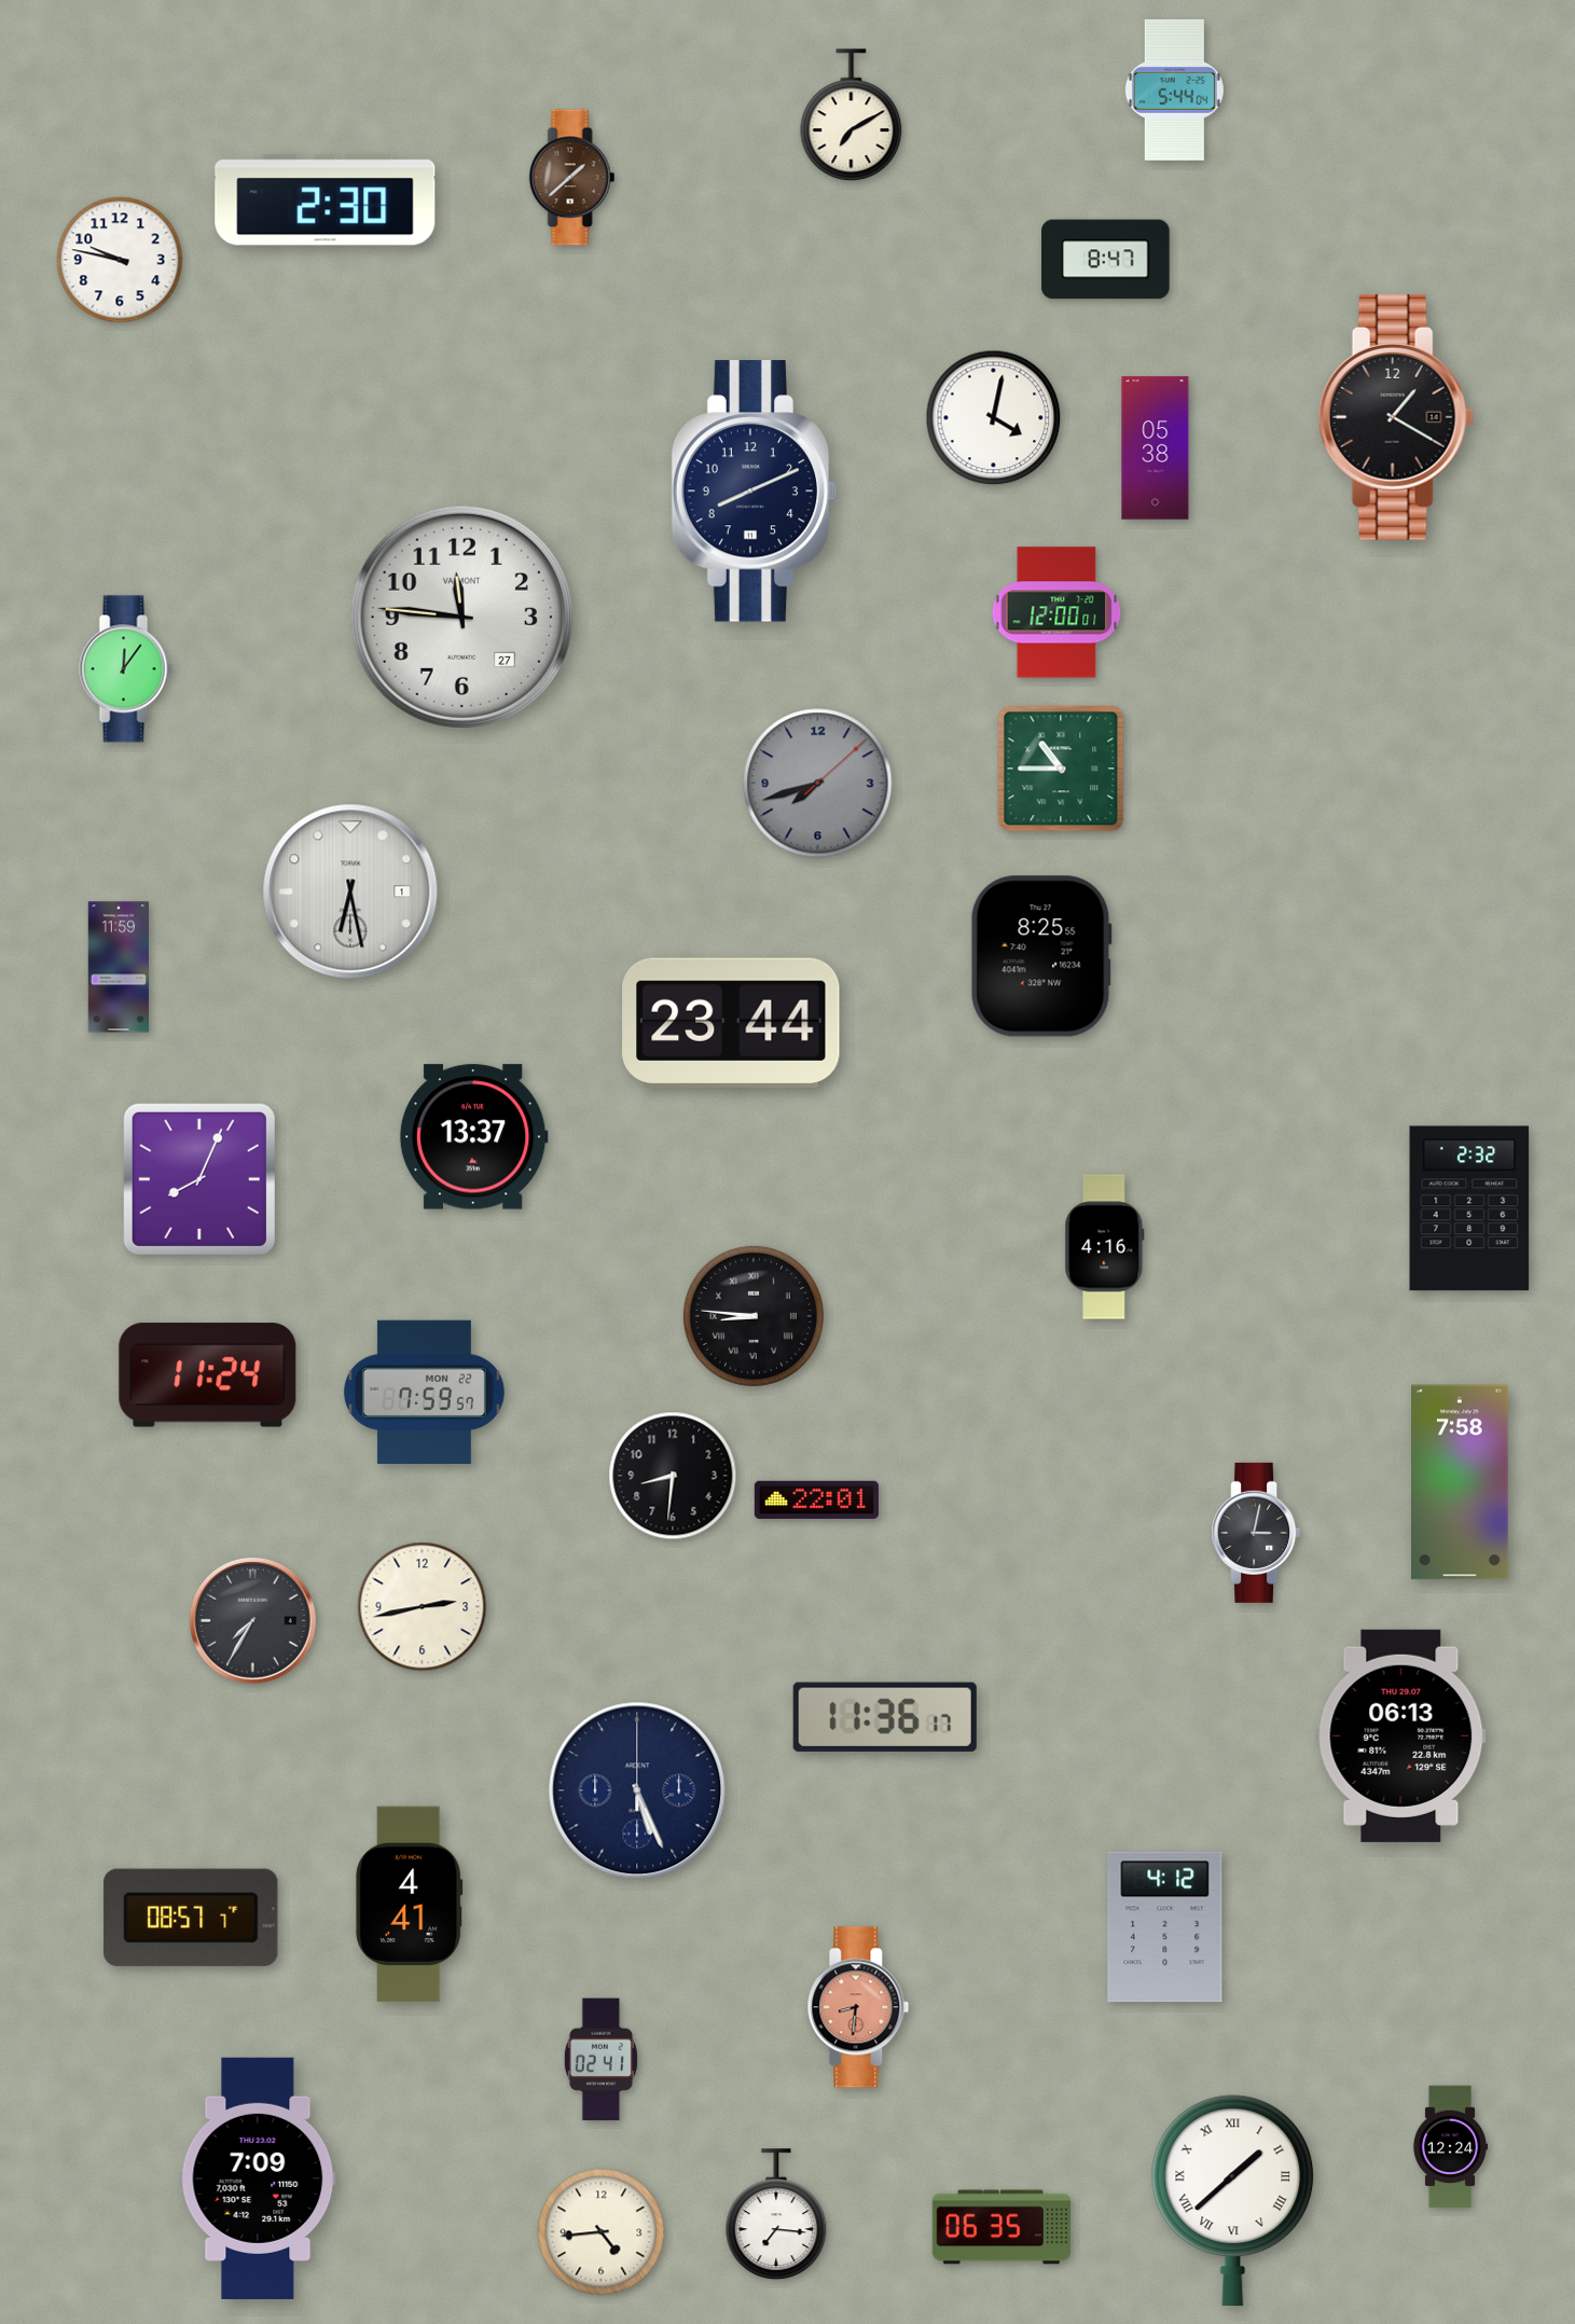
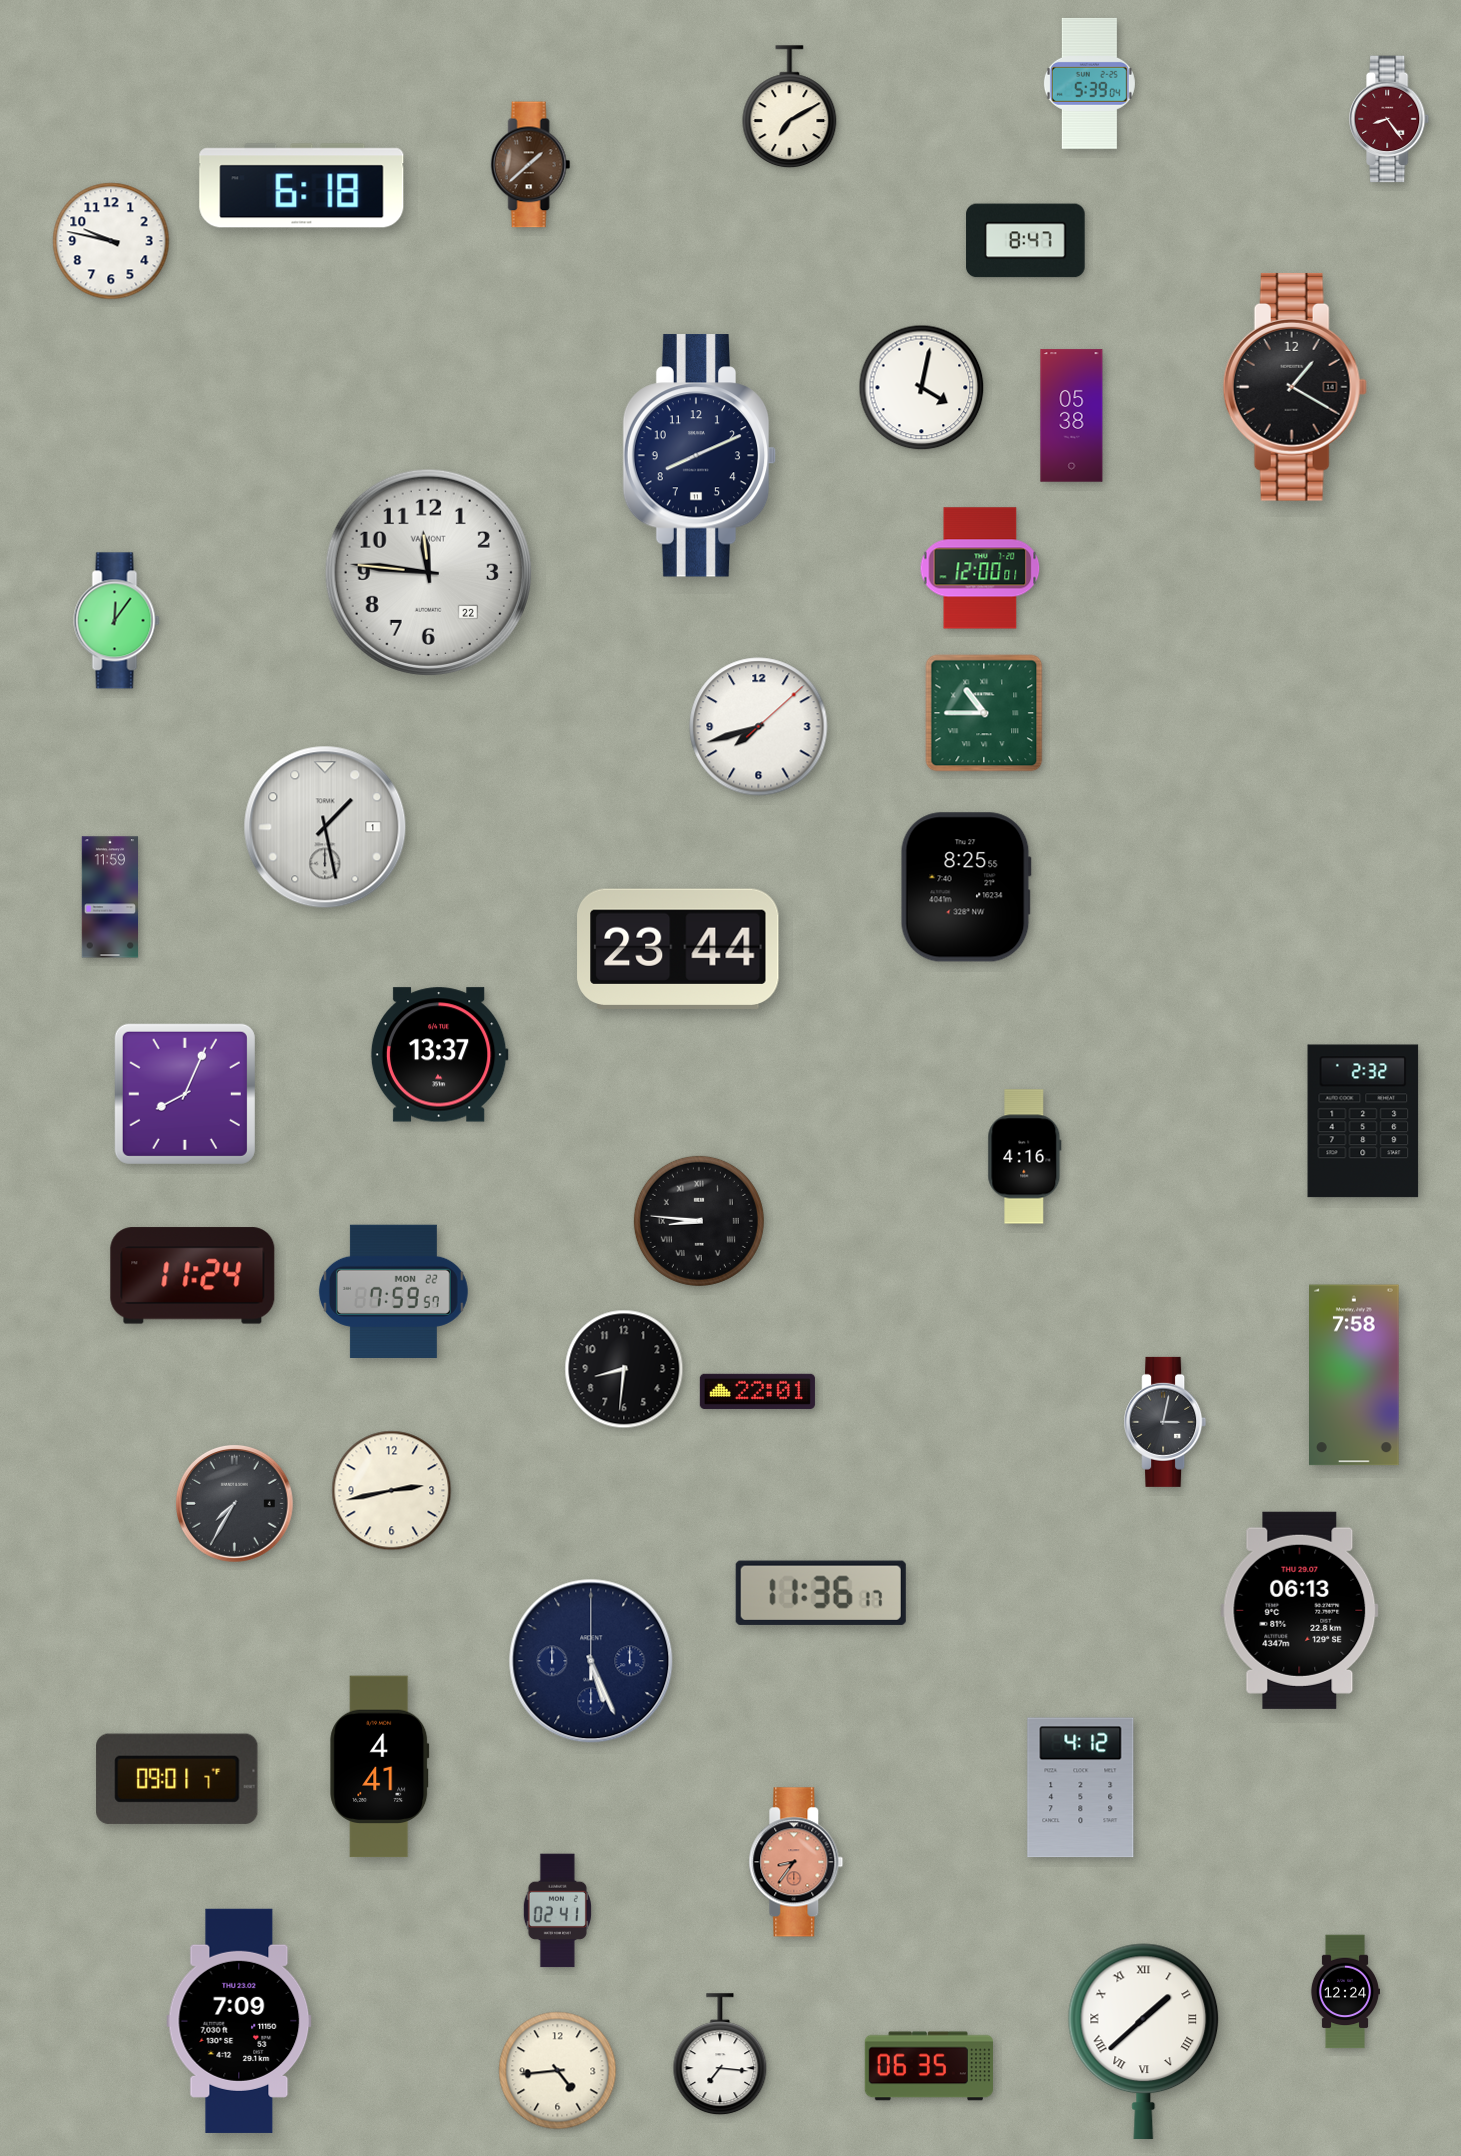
clock at (1174, 89): 5:44 -> 5:39
clock at (1390, 119): none -> 8:24
clock at (326, 200): 2:30 -> 6:18
clock at (461, 617) date: 27 -> 22
clock at (818, 784) dial: grey -> white
clock at (350, 891): 6:28 -> 1:28
clock at (191, 1918): 08:57 -> 09:01
clock at (858, 2007): 8:31 -> 8:36
